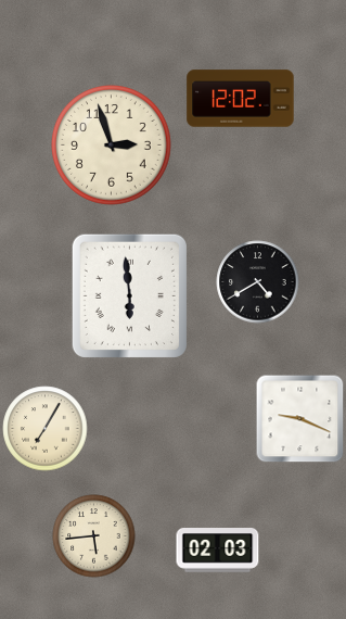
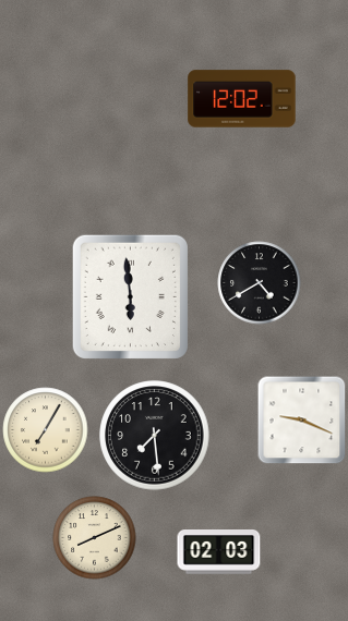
clock at (112, 146): 2:57 -> none
clock at (155, 436): none -> 7:29
clock at (94, 536): 5:44 -> 8:11
